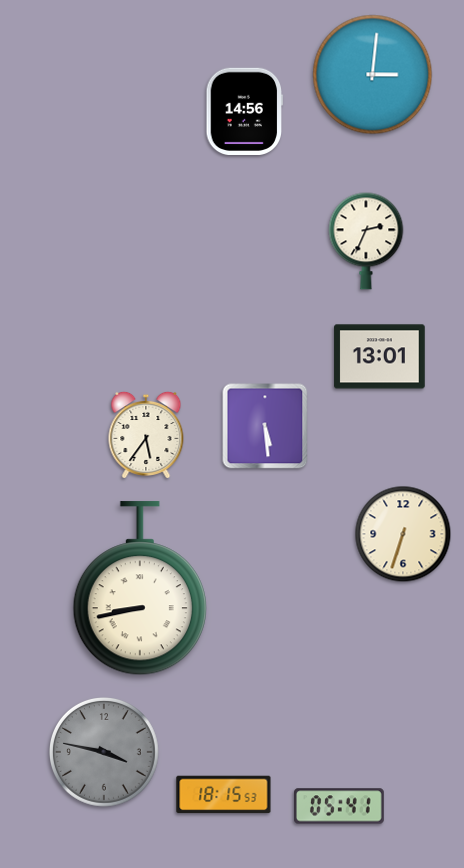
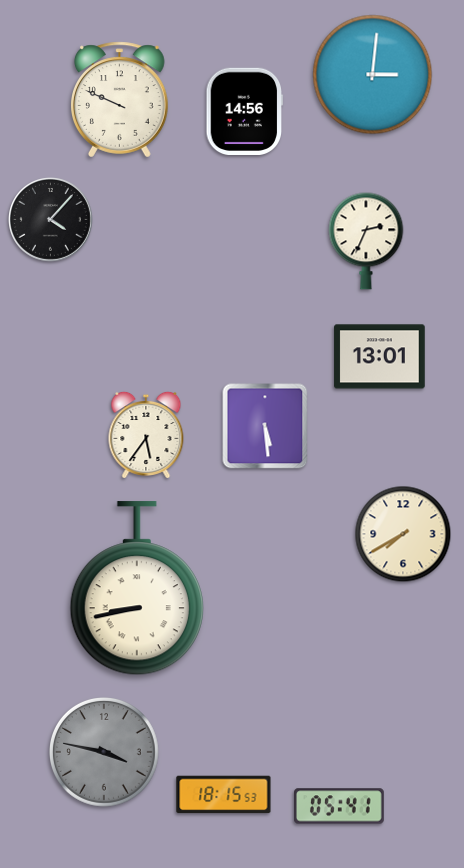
clock at (120, 100): none -> 9:49
clock at (51, 220): none -> 4:07
clock at (403, 534): 6:33 -> 7:40
clock at (140, 589) position: (140, 589) -> (137, 589)
